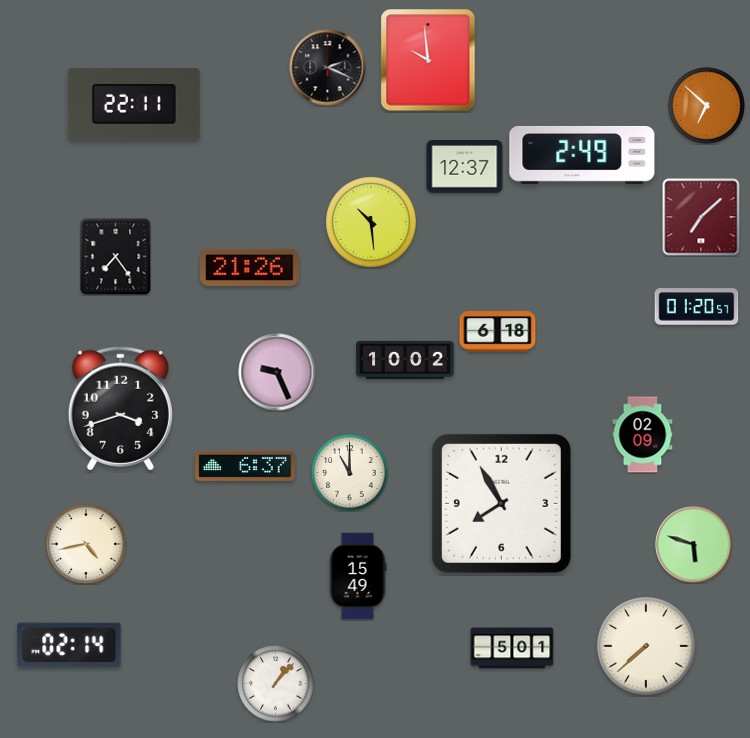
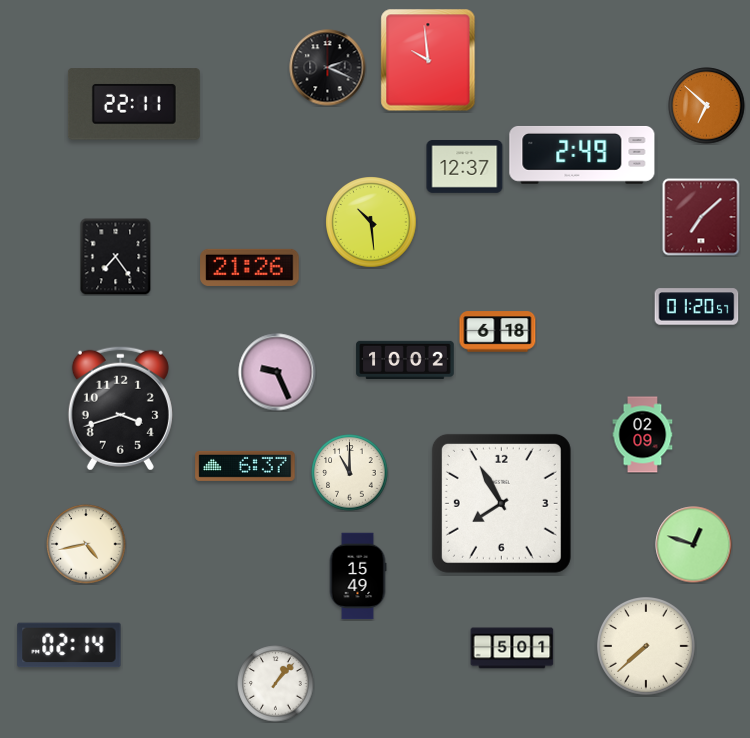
clock at (694, 545): 5:48 -> 12:48
